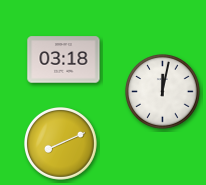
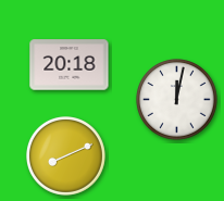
clock at (64, 60): 03:18 -> 20:18
